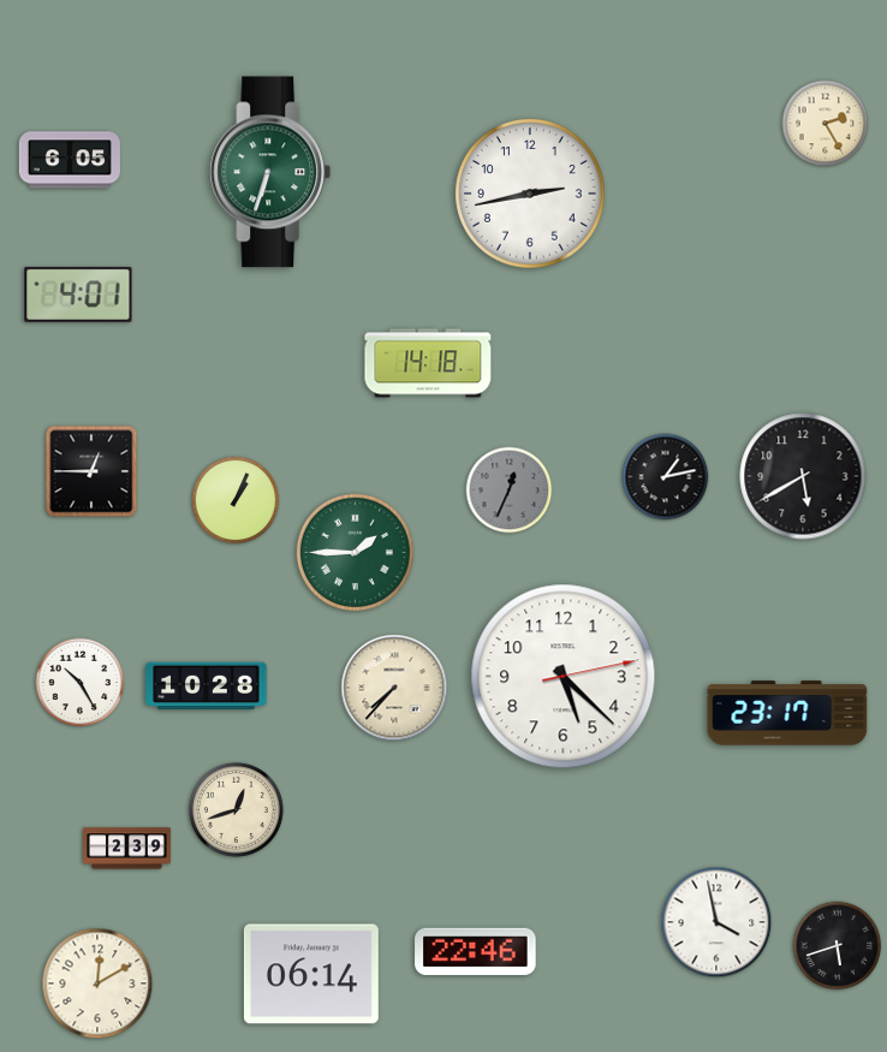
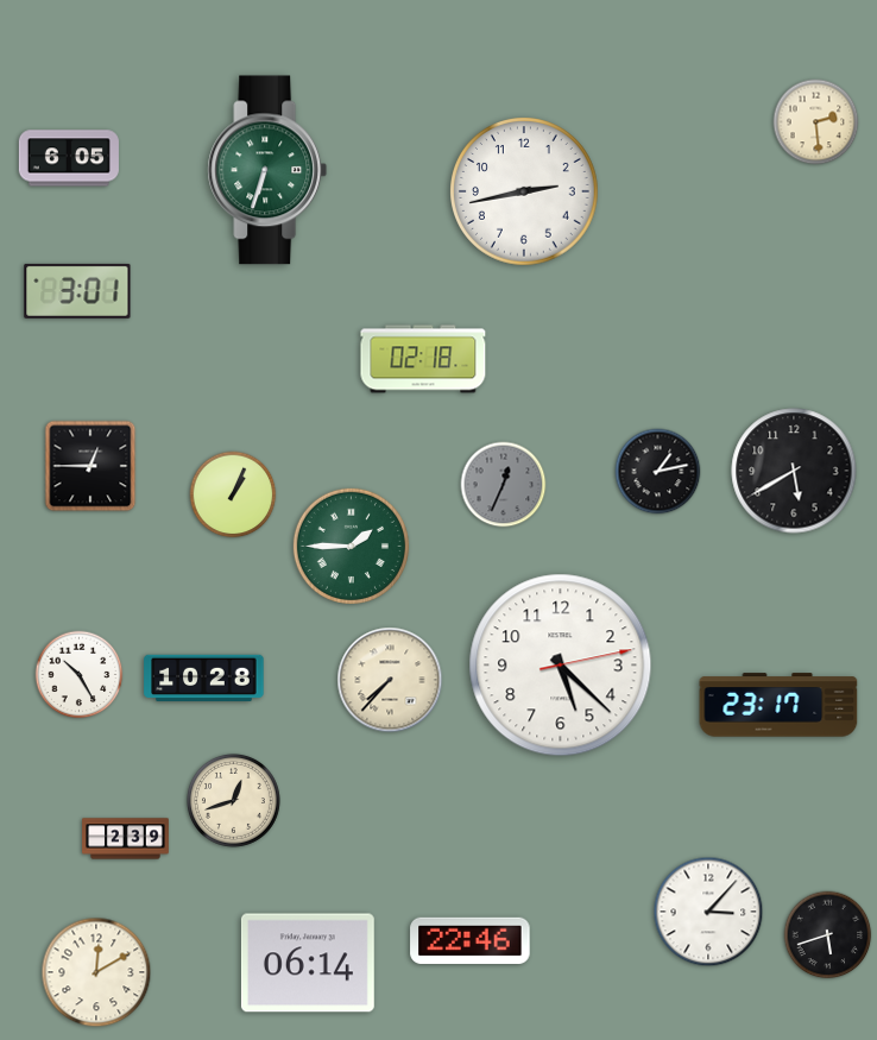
clock at (826, 124): 2:25 -> 2:29
clock at (78, 295): 4:01 -> 3:01
clock at (428, 363): 14:18 -> 02:18
clock at (564, 677) position: (564, 677) -> (561, 666)
clock at (716, 922): 3:58 -> 3:07
